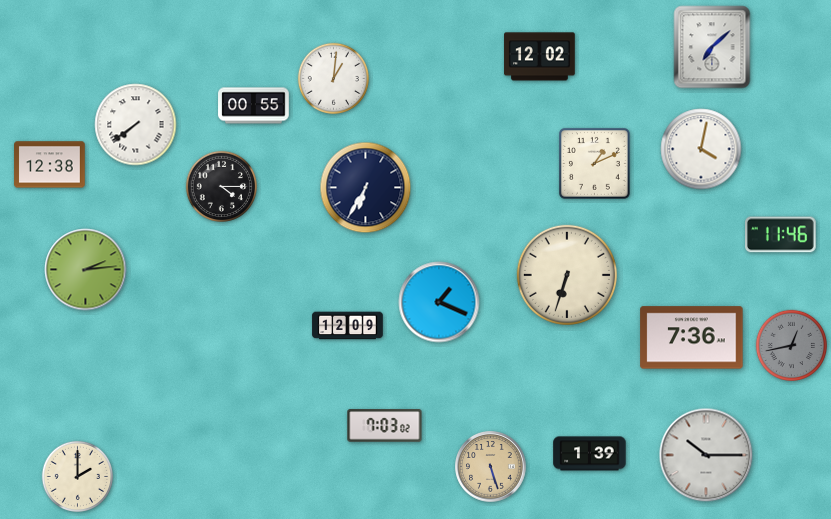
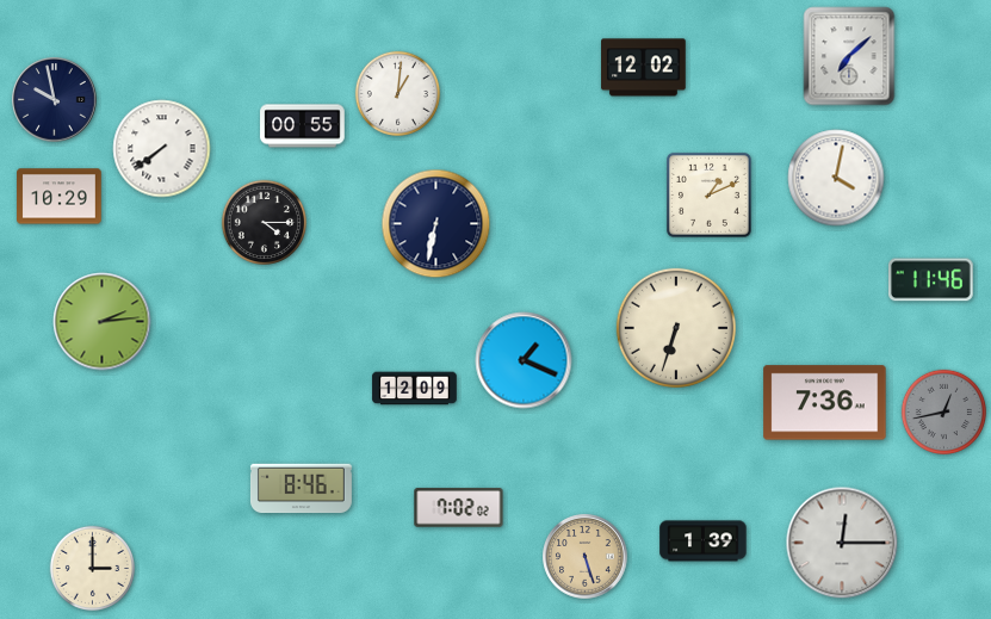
clock at (55, 100): none -> 9:58
clock at (50, 165): 12:38 -> 10:29
clock at (366, 188): 6:35 -> 6:32
clock at (301, 489): none -> 8:46
clock at (385, 426): 7:03 -> 7:02
clock at (706, 455): 10:15 -> 12:15
clock at (77, 476): 2:00 -> 3:00
